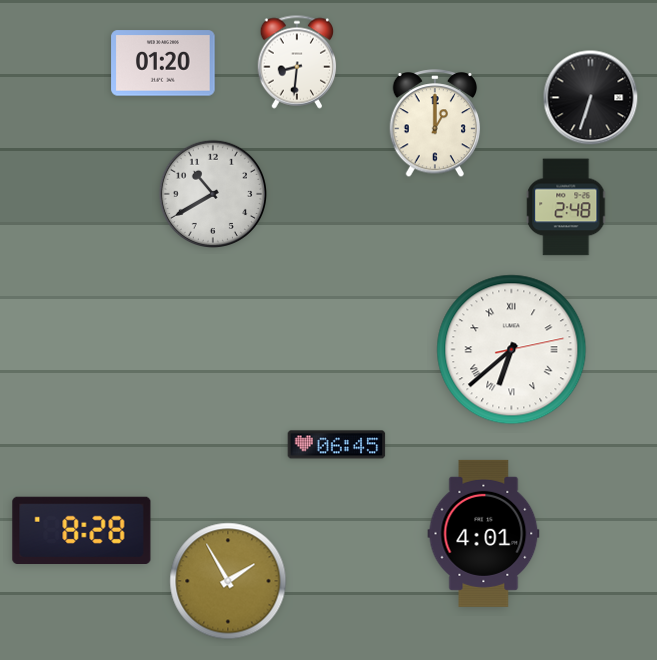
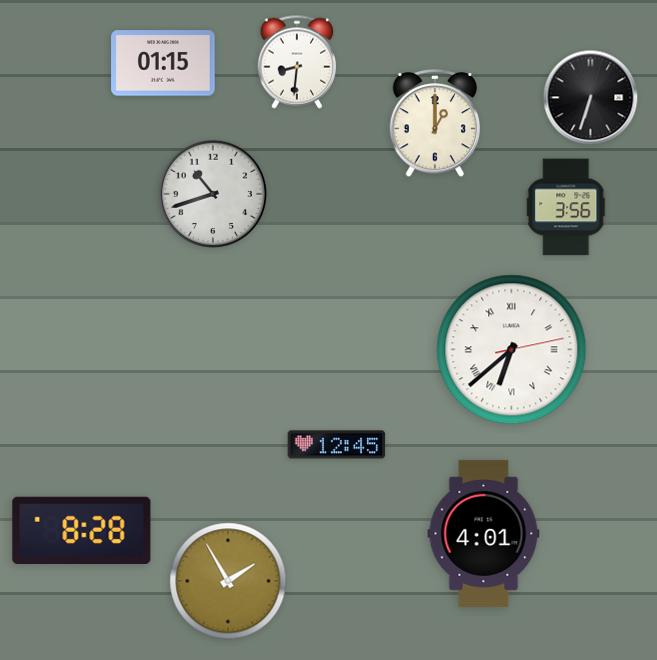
clock at (163, 63): 01:20 -> 01:15
clock at (212, 193): 10:40 -> 10:42
clock at (567, 207): 2:48 -> 3:56
clock at (337, 445): 06:45 -> 12:45
